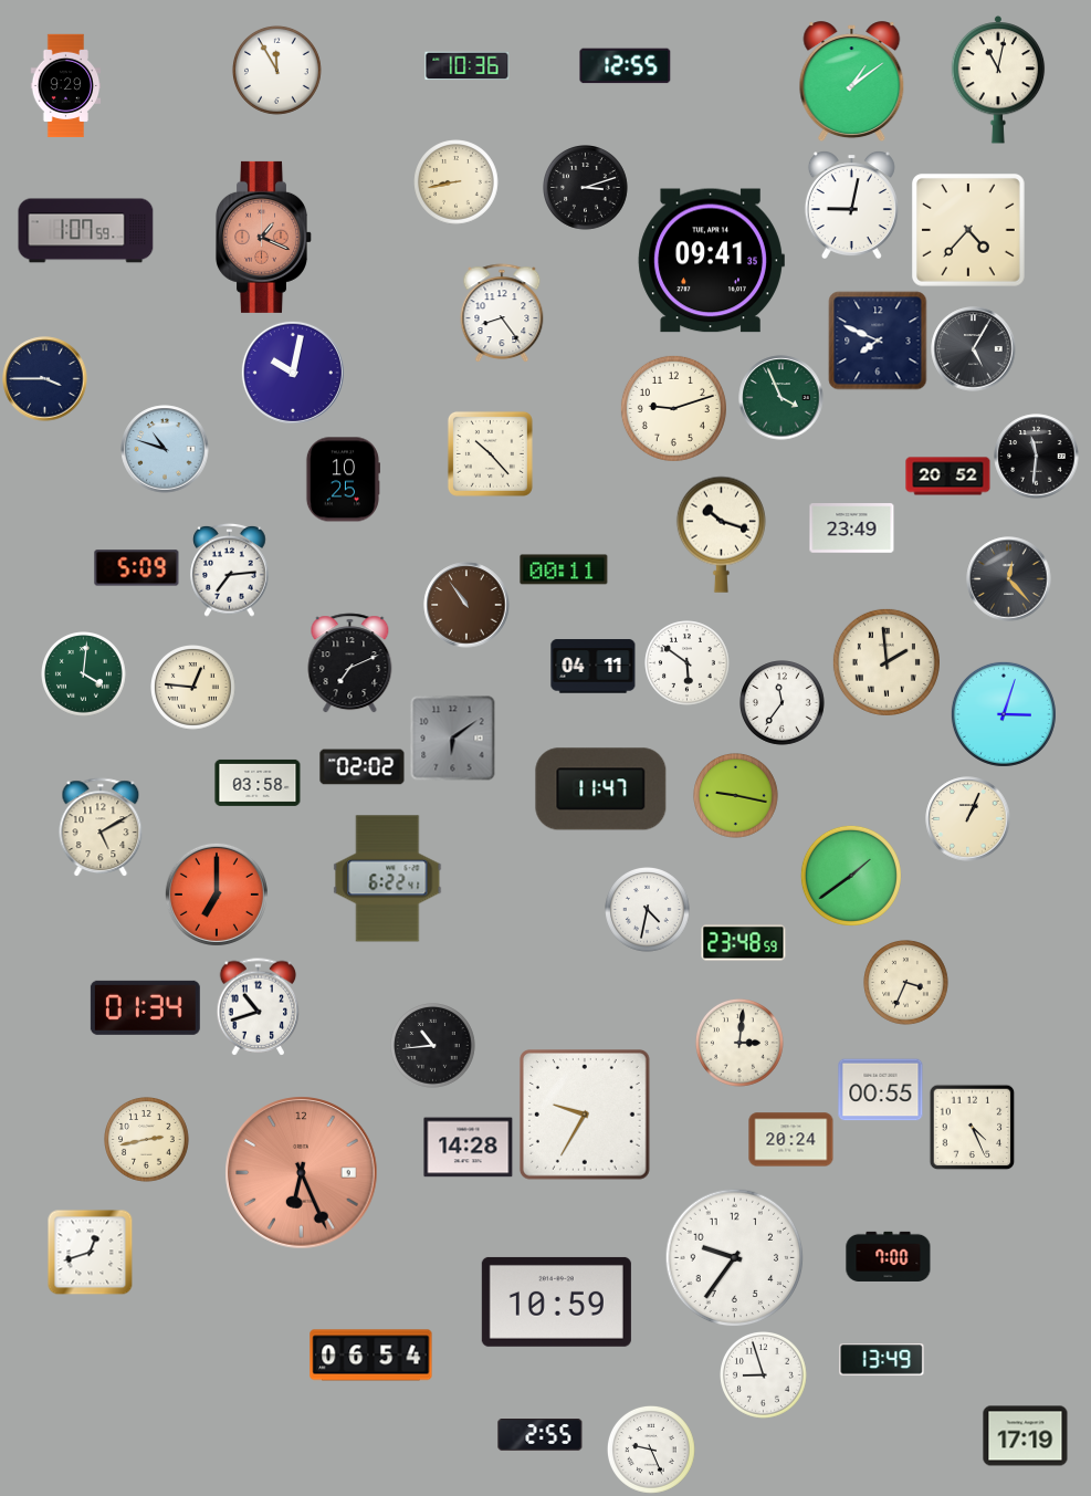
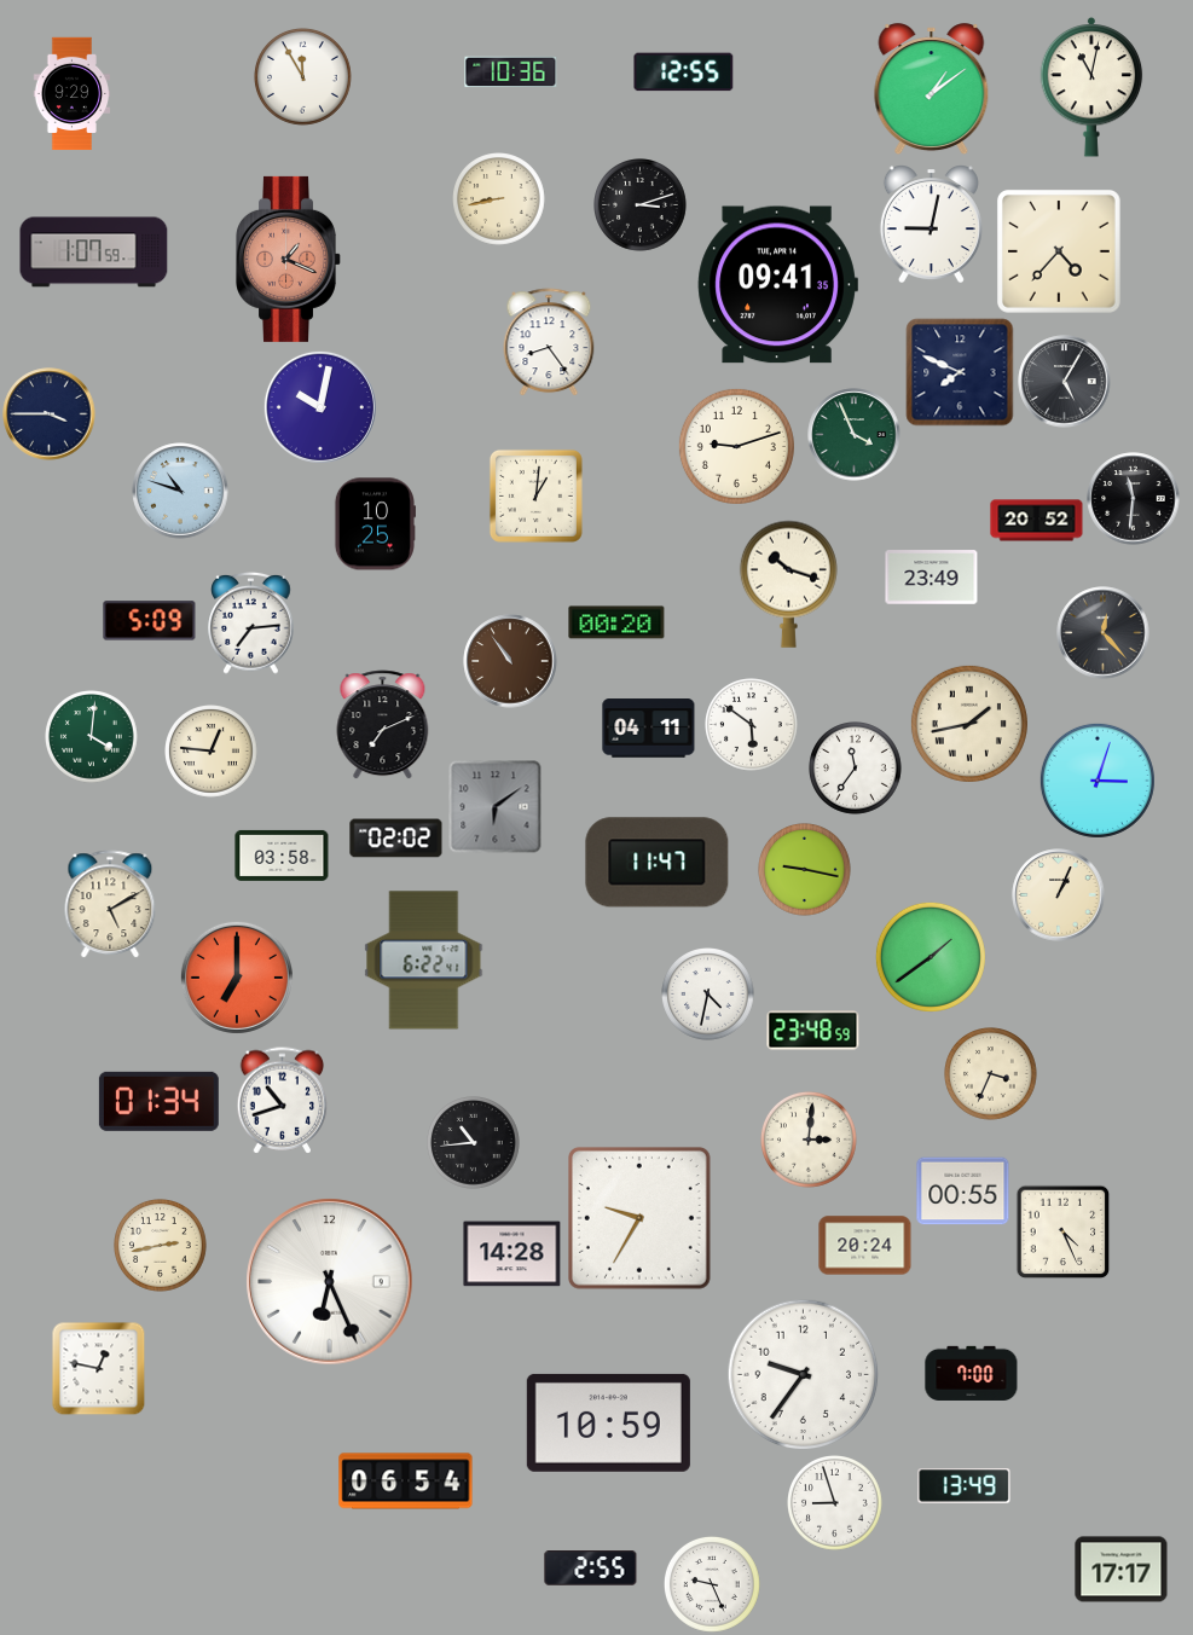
clock at (490, 453): 10:23 -> 1:01
clock at (564, 569): 00:11 -> 00:20
clock at (887, 662): 1:59 -> 1:43
clock at (302, 1173) dial: salmon -> white
clock at (90, 1252): 12:42 -> 12:47
clock at (1026, 1436): 17:19 -> 17:17
